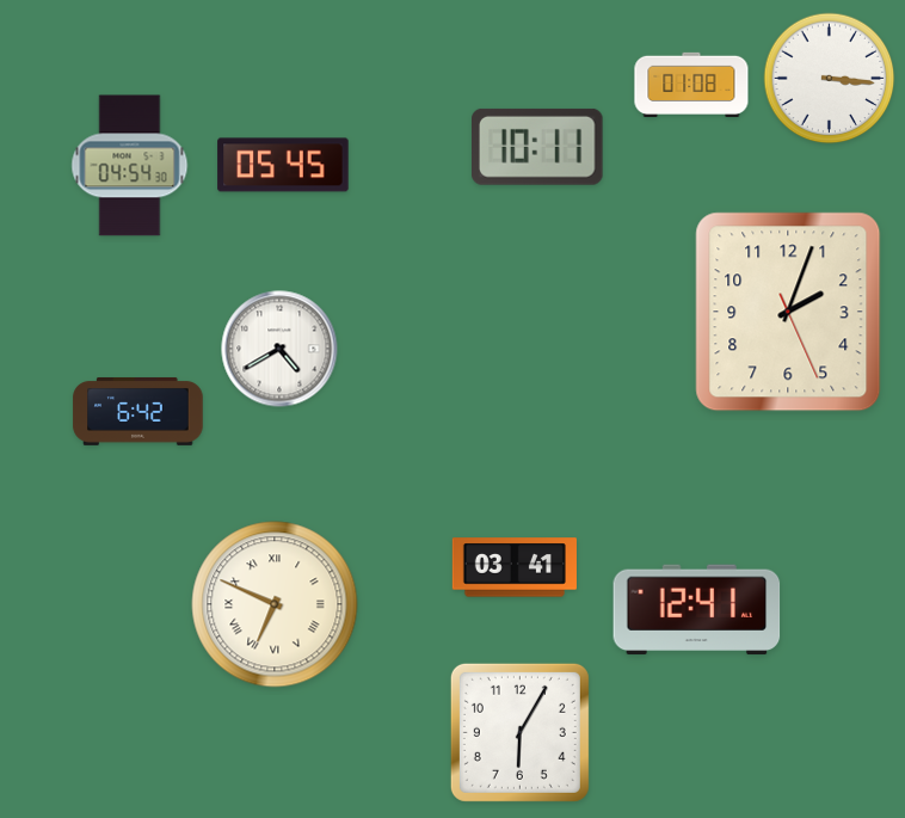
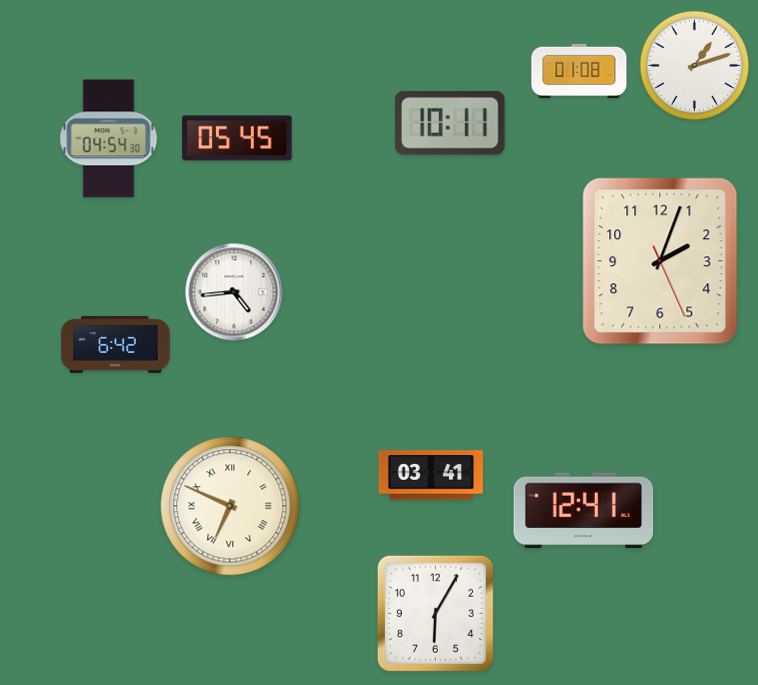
clock at (830, 79): 3:16 -> 1:12
clock at (279, 349): 4:40 -> 4:44
